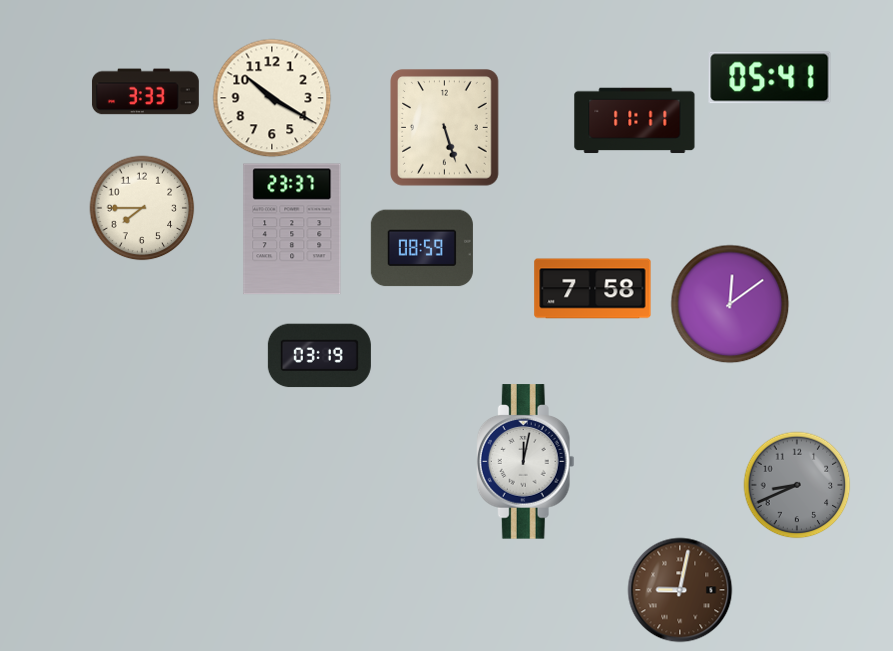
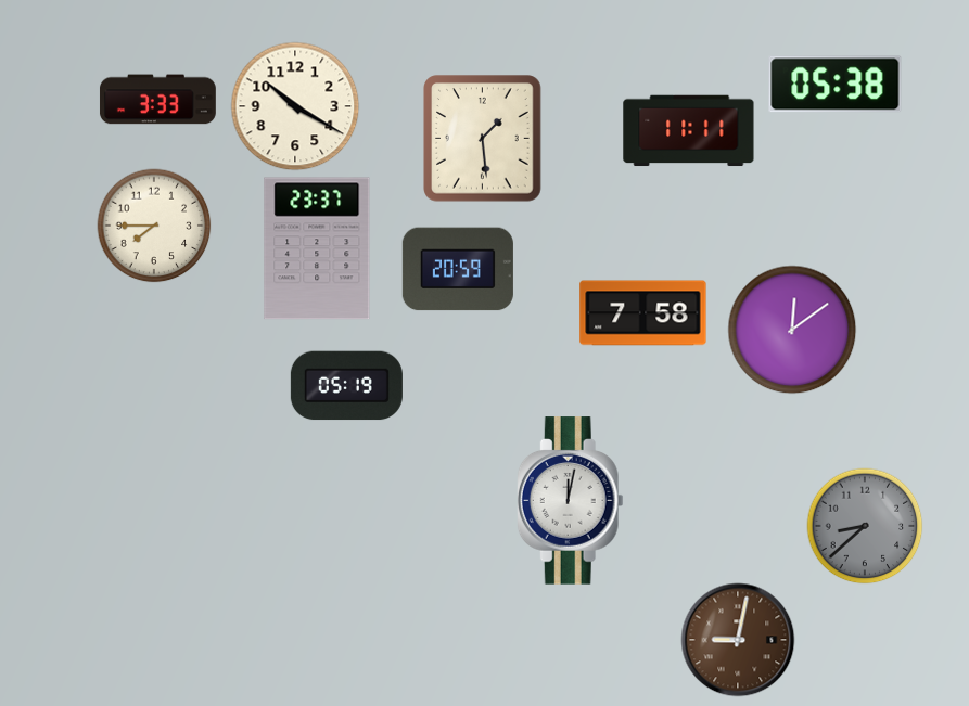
clock at (770, 78): 05:41 -> 05:38
clock at (445, 128): 5:27 -> 1:29
clock at (422, 248): 08:59 -> 20:59
clock at (319, 356): 03:19 -> 05:19
clock at (797, 485): 8:41 -> 8:38
